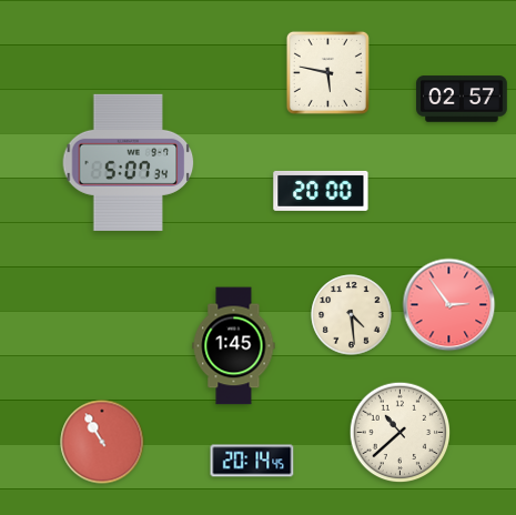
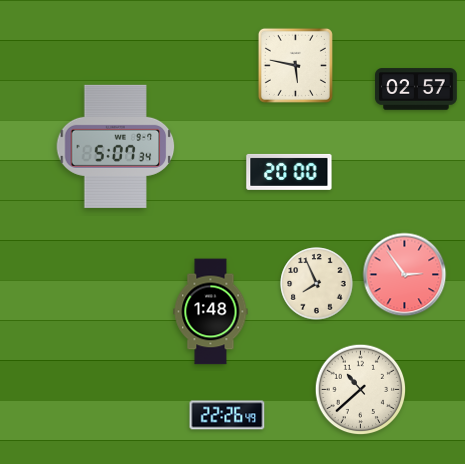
clock at (352, 315): 4:29 -> 7:56
clock at (234, 346): 1:45 -> 1:48
clock at (102, 442): 10:55 -> none
clock at (252, 461): 20:14 -> 22:26
